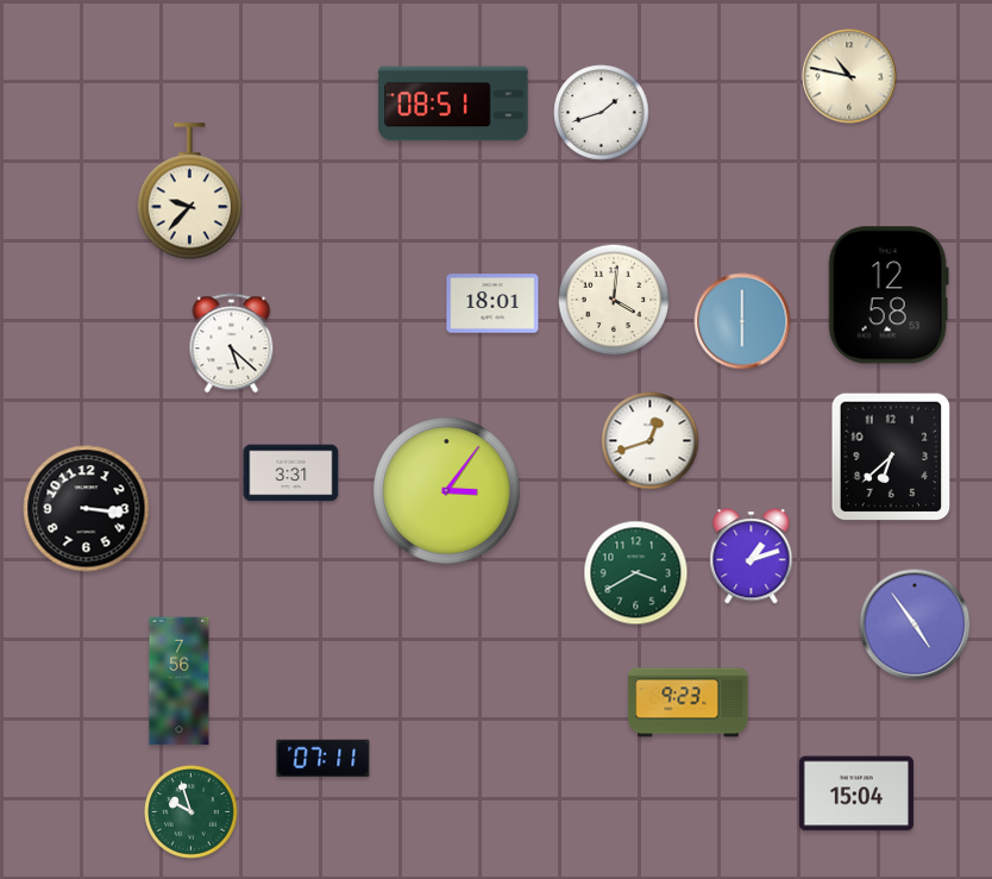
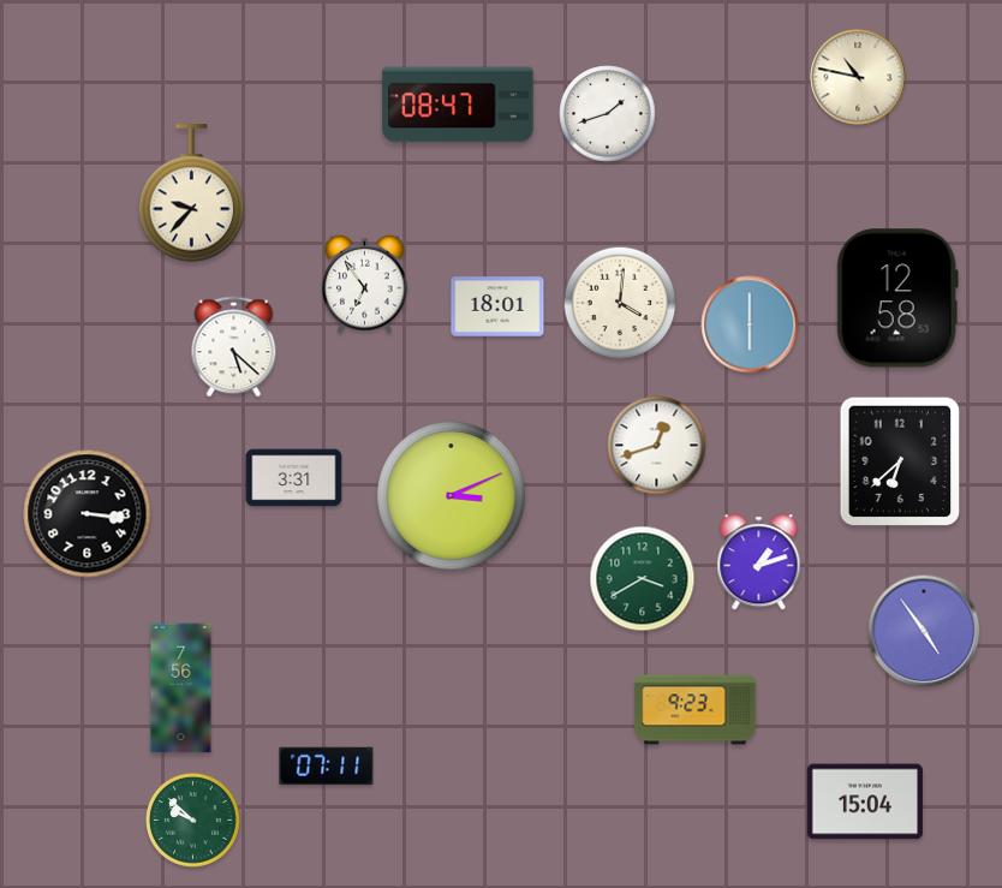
clock at (453, 103): 08:51 -> 08:47
clock at (365, 284): none -> 6:54
clock at (447, 491): 3:06 -> 3:11
clock at (192, 812): 9:57 -> 9:52
